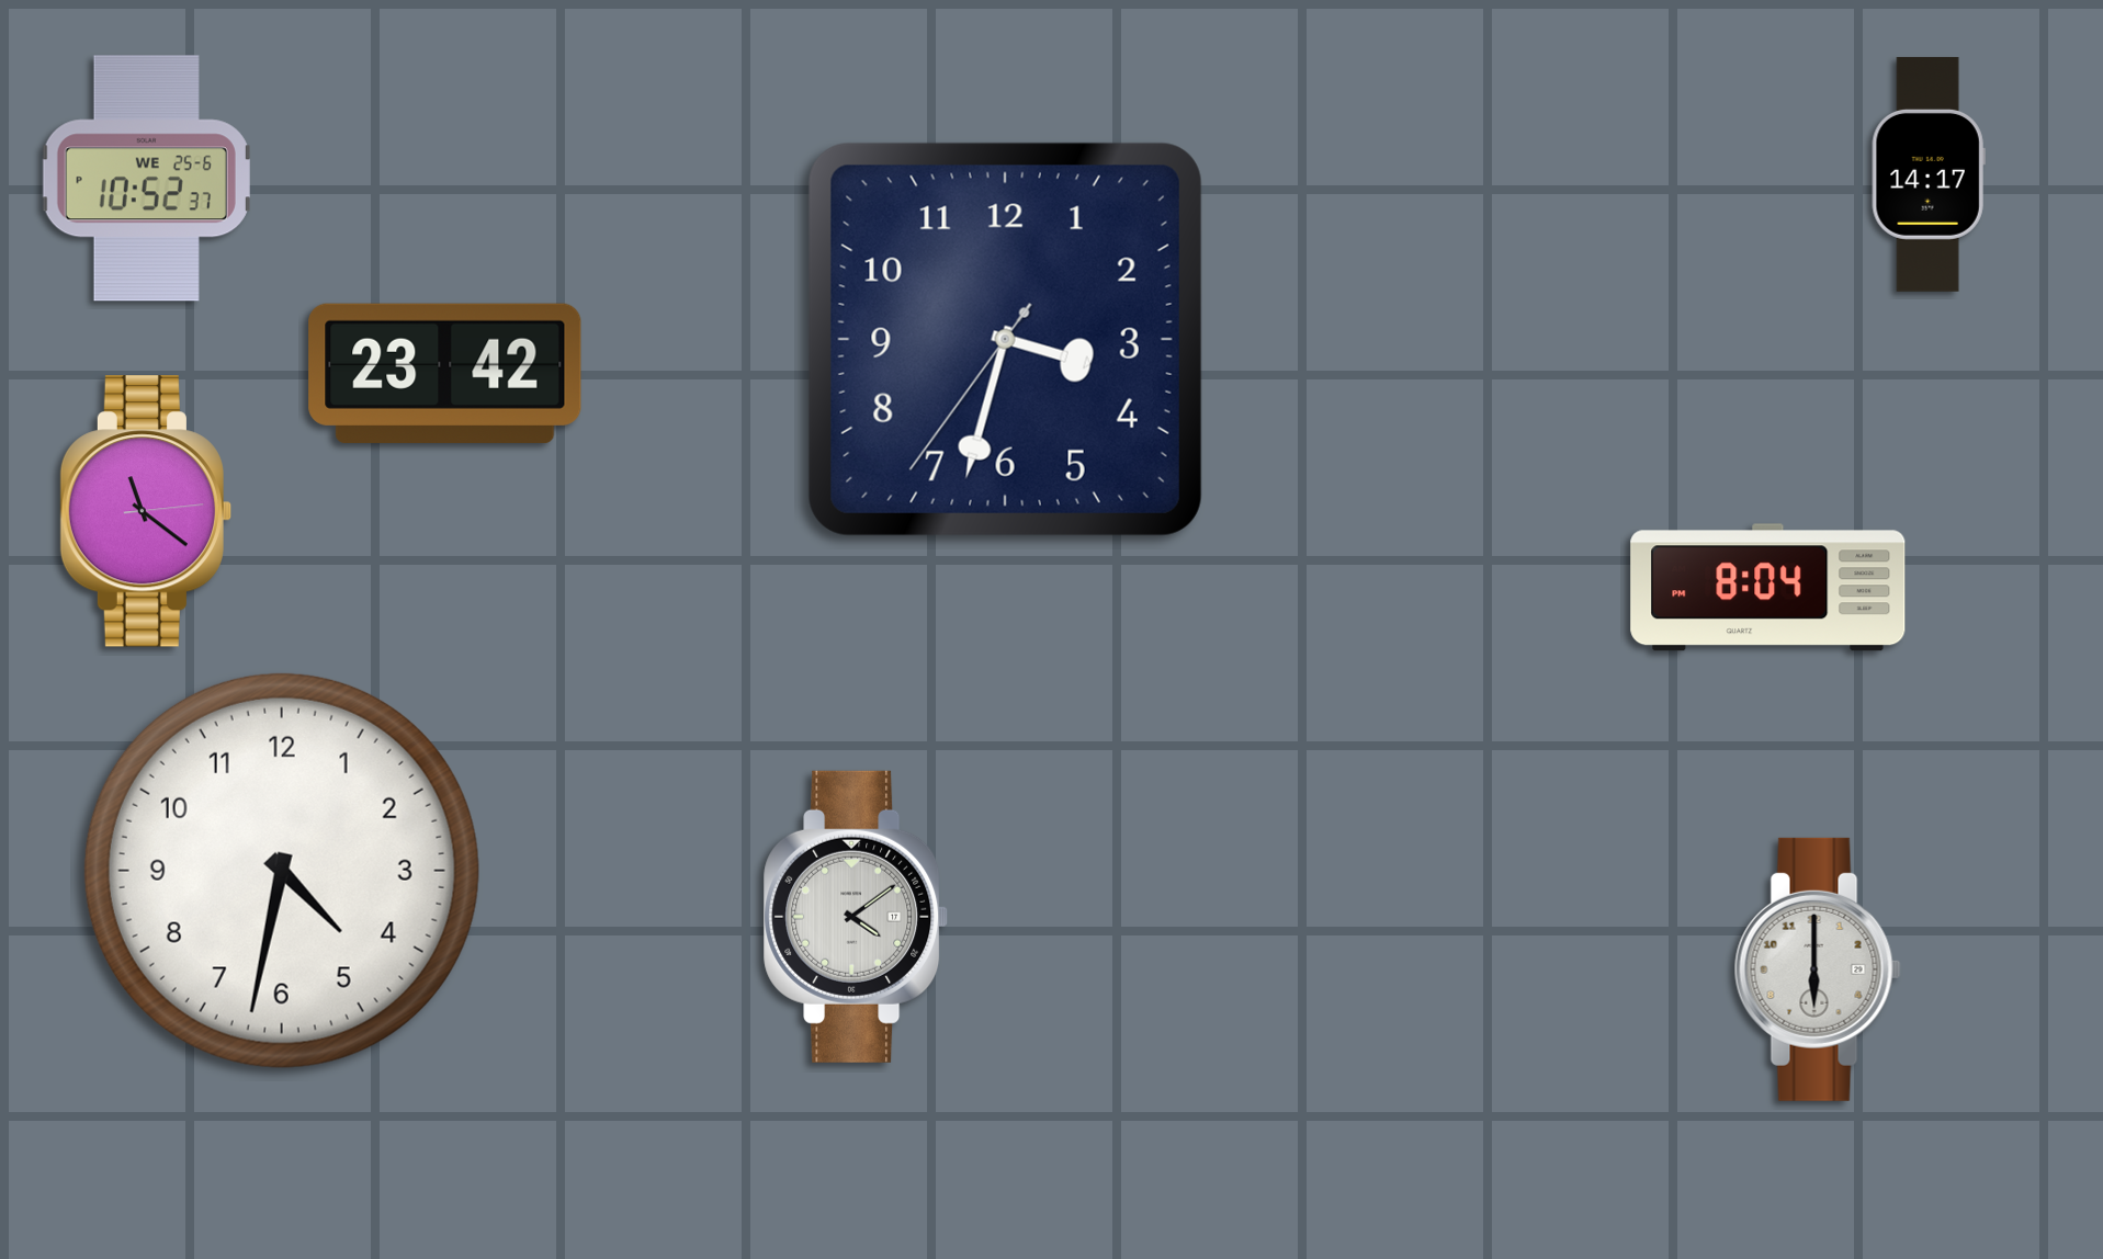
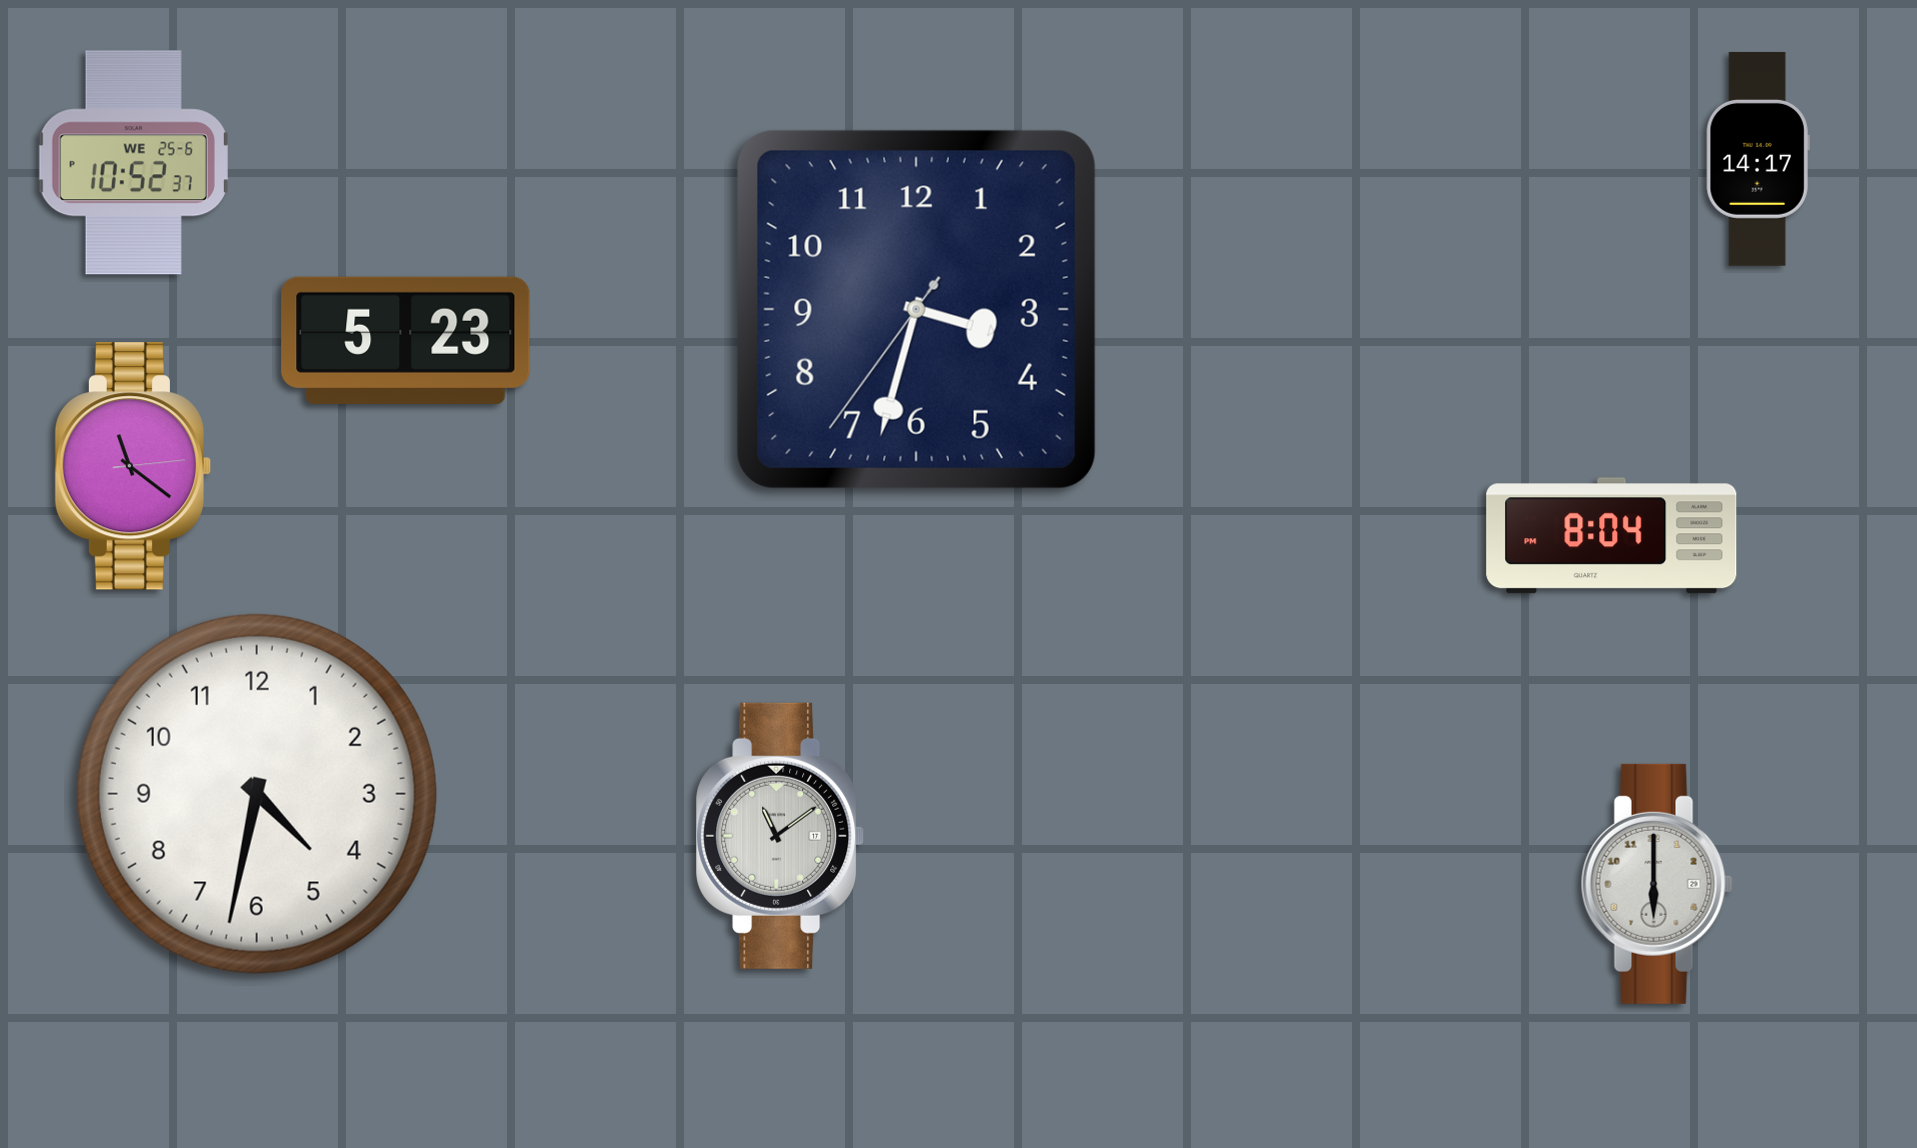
clock at (445, 373): 23:42 -> 5:23
clock at (856, 917): 4:09 -> 11:09
